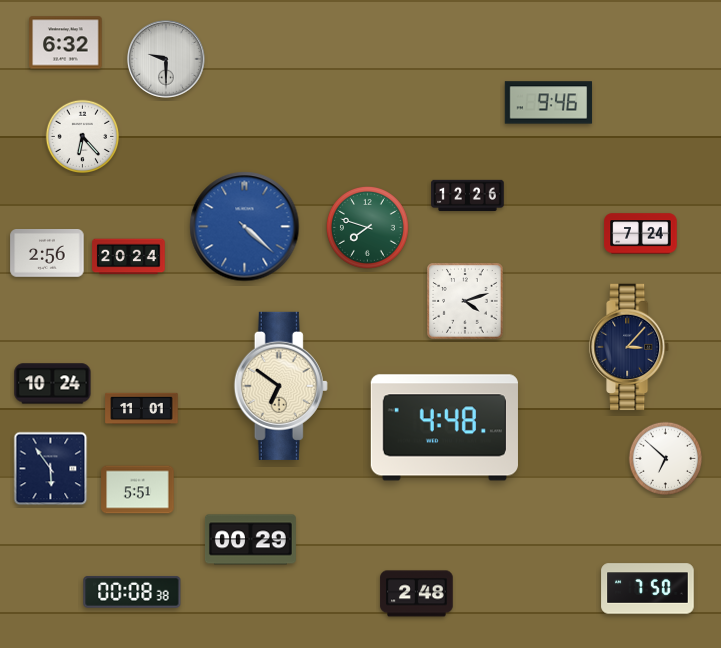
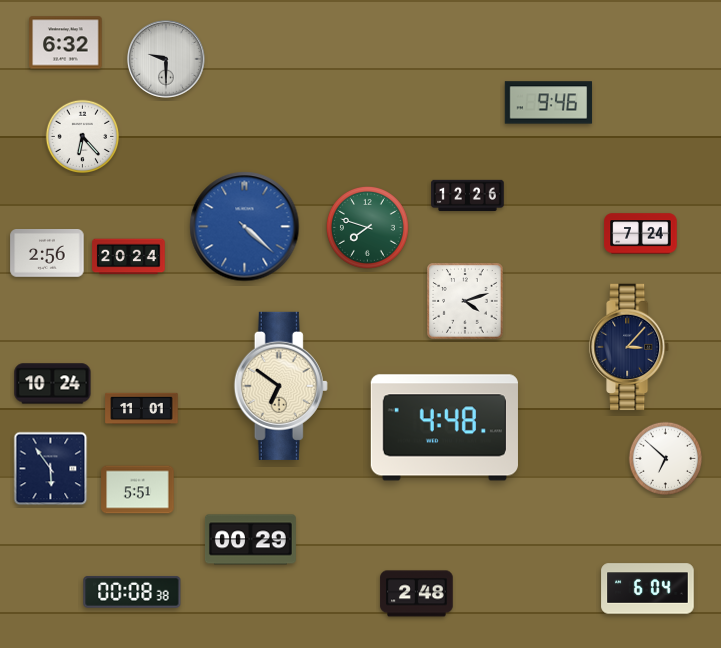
clock at (648, 589): 7:50 -> 6:04
